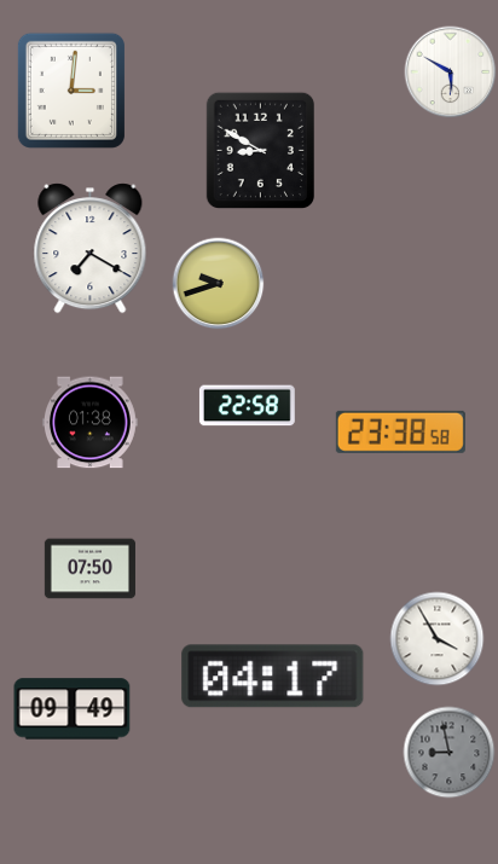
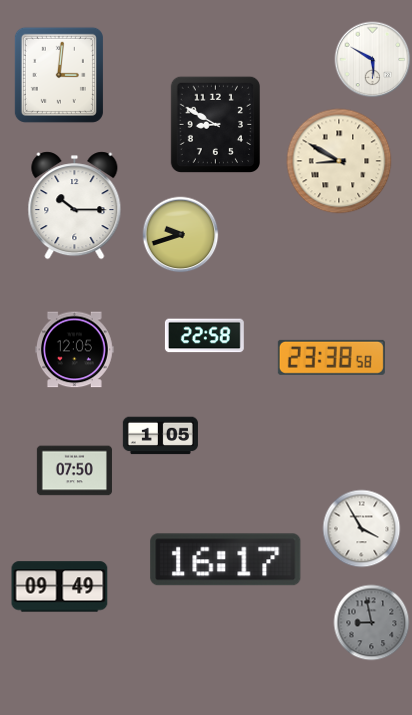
clock at (339, 161): none -> 8:50
clock at (91, 249): 7:20 -> 10:15
clock at (89, 423): 01:38 -> 12:05
clock at (160, 436): none -> 1:05
clock at (273, 677): 04:17 -> 16:17
